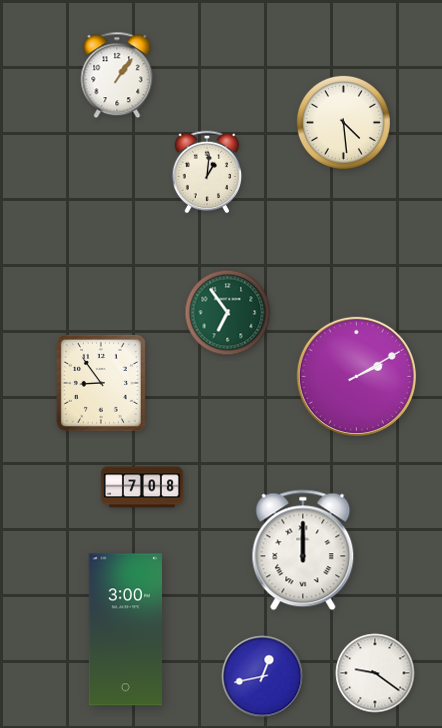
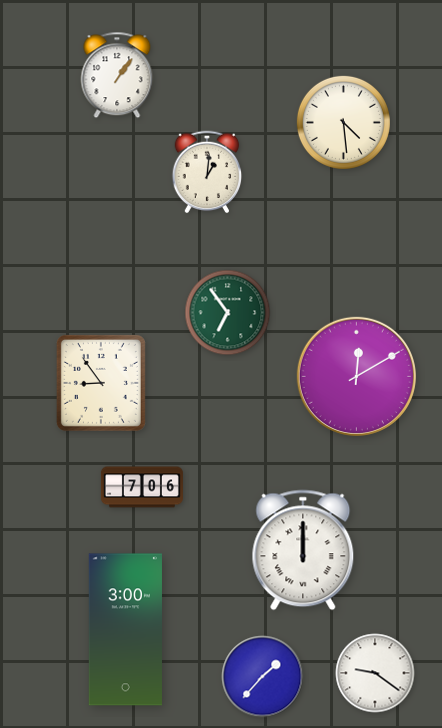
clock at (356, 376): 2:10 -> 12:10
clock at (142, 487): 7:08 -> 7:06
clock at (263, 677): 12:43 -> 1:37
